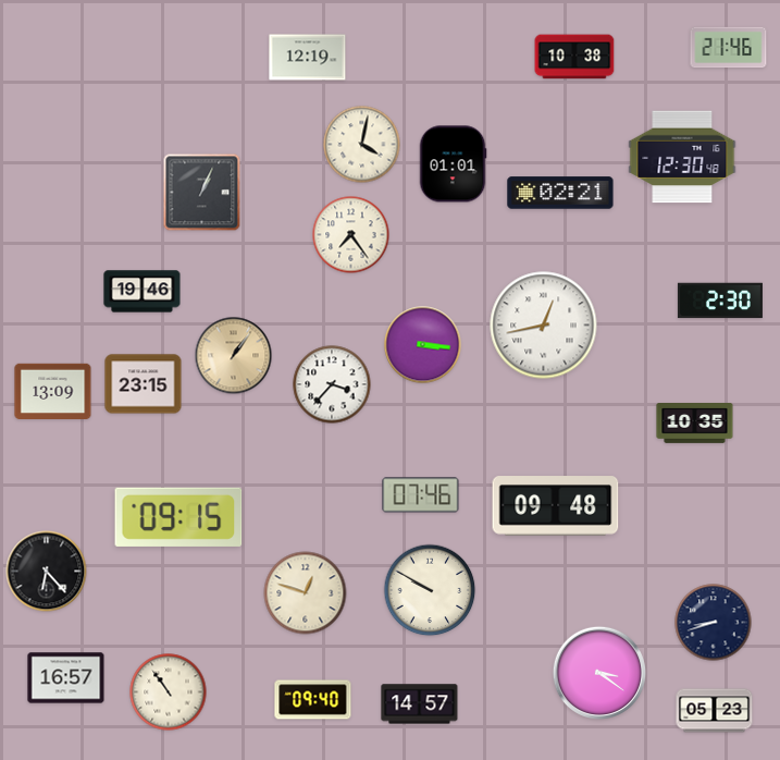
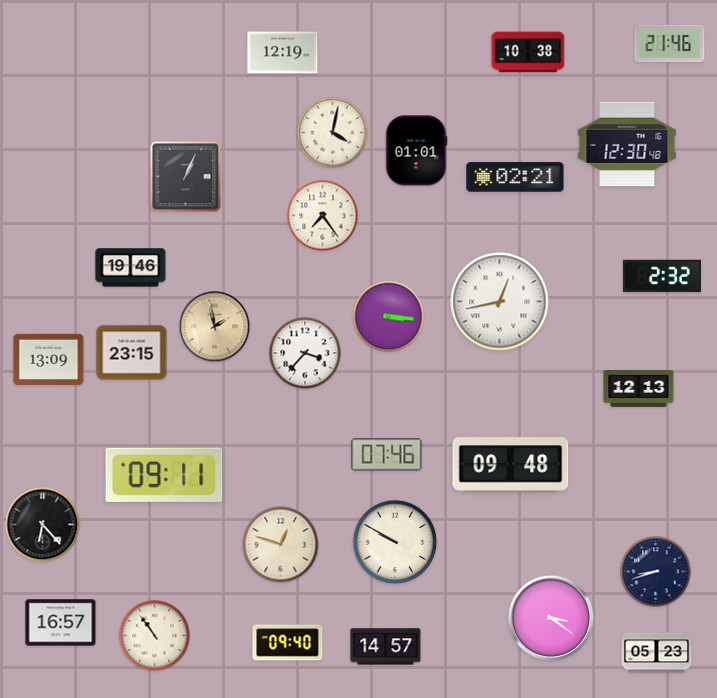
clock at (720, 301): 2:30 -> 2:32
clock at (544, 326) position: (544, 326) -> (500, 302)
clock at (234, 356): 1:06 -> 1:58
clock at (695, 424): 10:35 -> 12:13
clock at (178, 517): 09:15 -> 09:11
